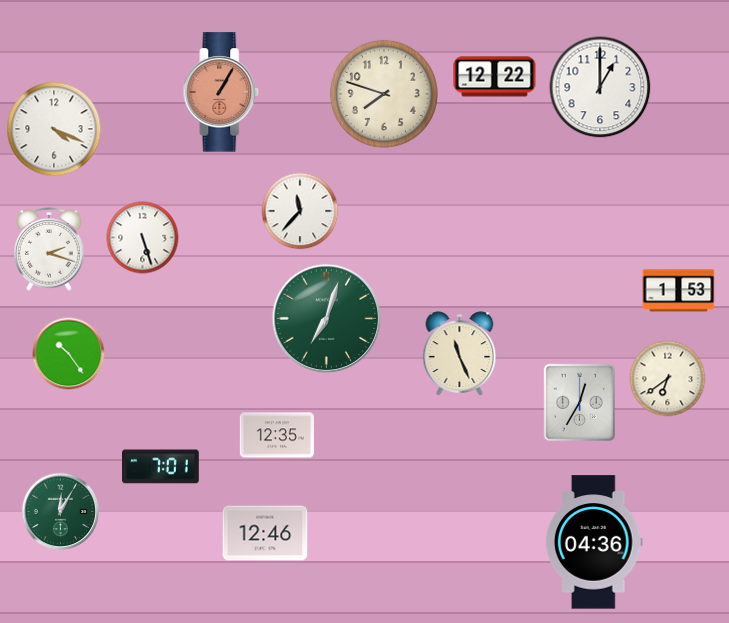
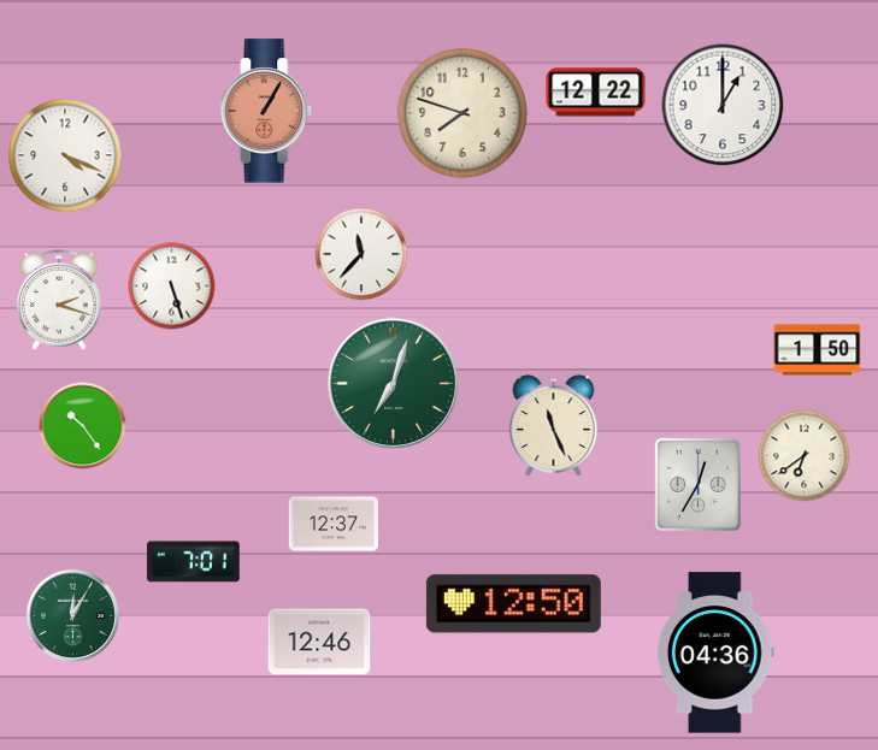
clock at (679, 291): 1:53 -> 1:50
clock at (276, 435): 12:35 -> 12:37
clock at (513, 604): none -> 12:50
